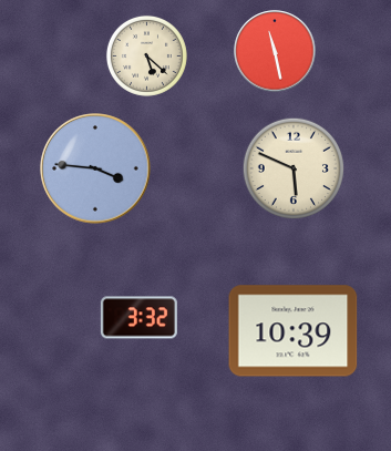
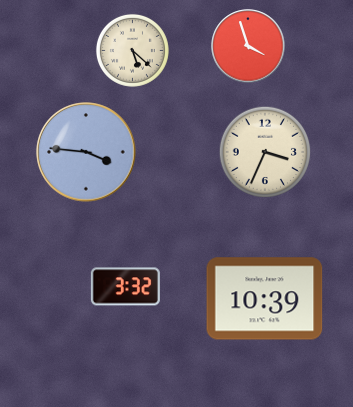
clock at (275, 51): 11:28 -> 3:57
clock at (294, 168): 5:49 -> 3:34
